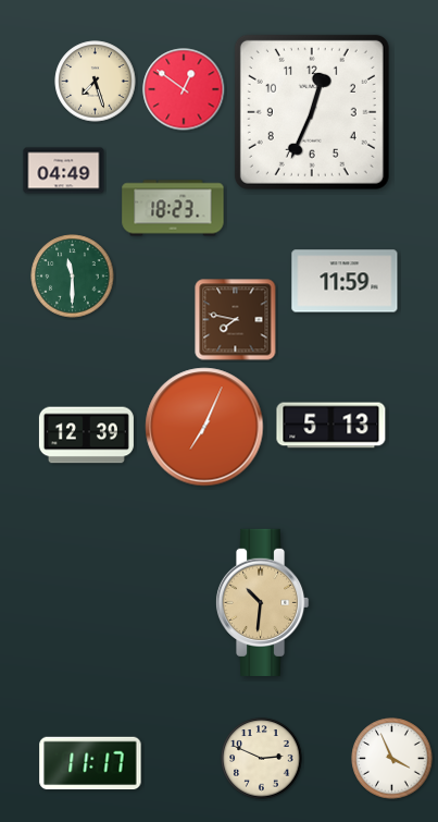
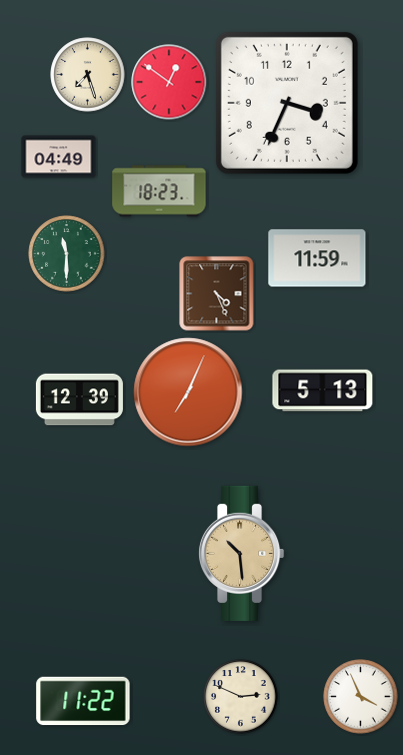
clock at (312, 112): 12:34 -> 3:34
clock at (236, 320): 7:47 -> 4:26
clock at (331, 426) position: (331, 426) -> (323, 391)
clock at (262, 602): 10:31 -> 10:29
clock at (90, 763): 11:17 -> 11:22
